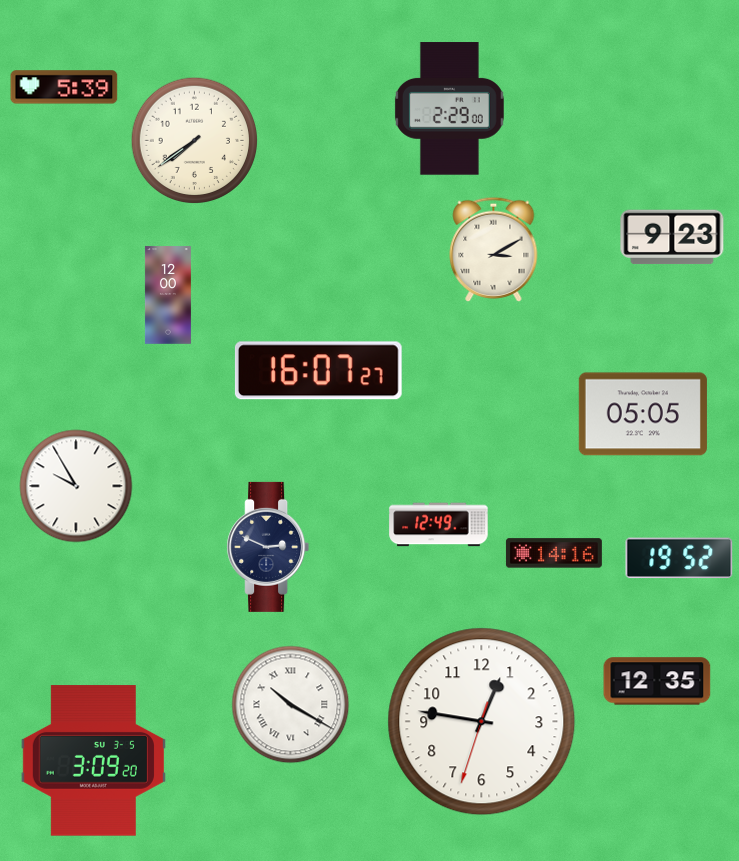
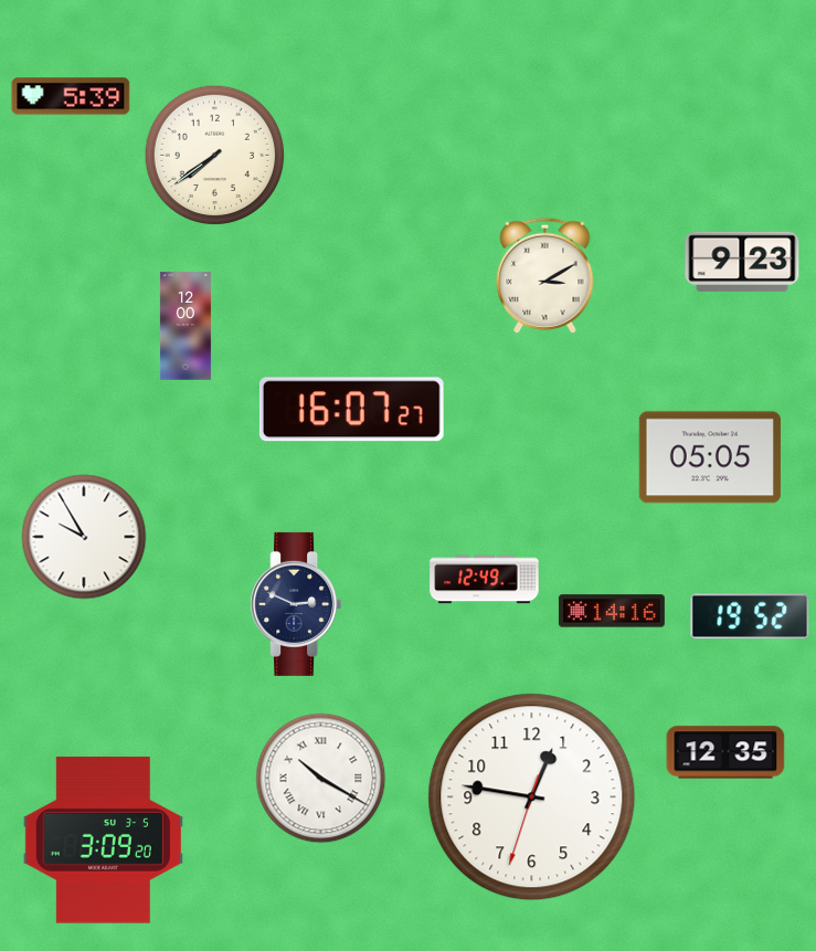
clock at (449, 109): 2:29 -> none
